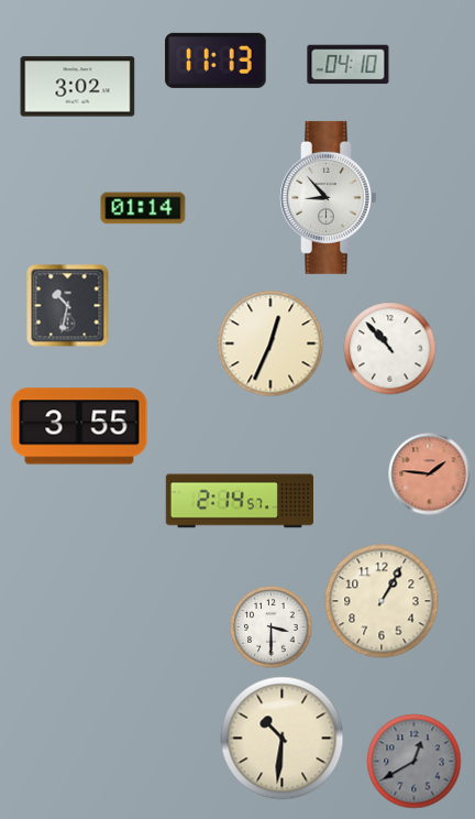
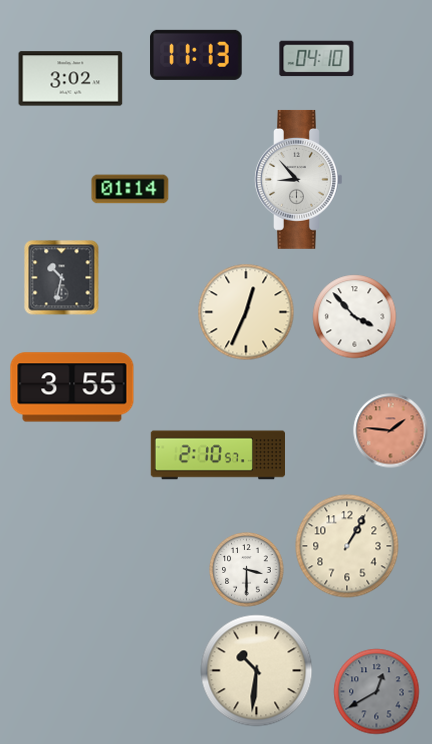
clock at (390, 349): 10:53 -> 3:53
clock at (239, 501): 2:14 -> 2:10
